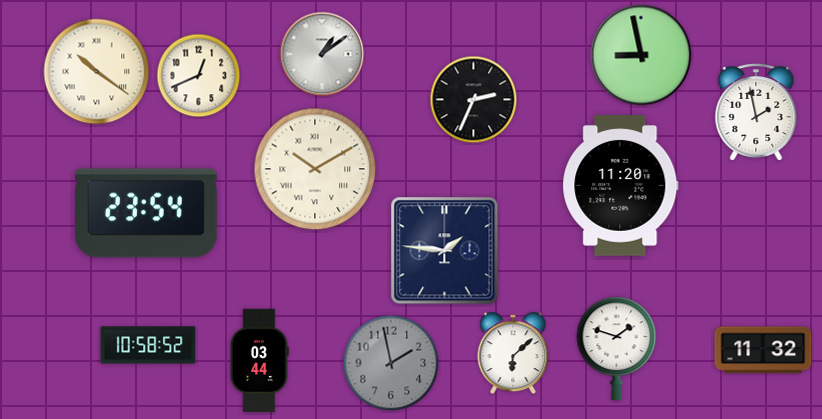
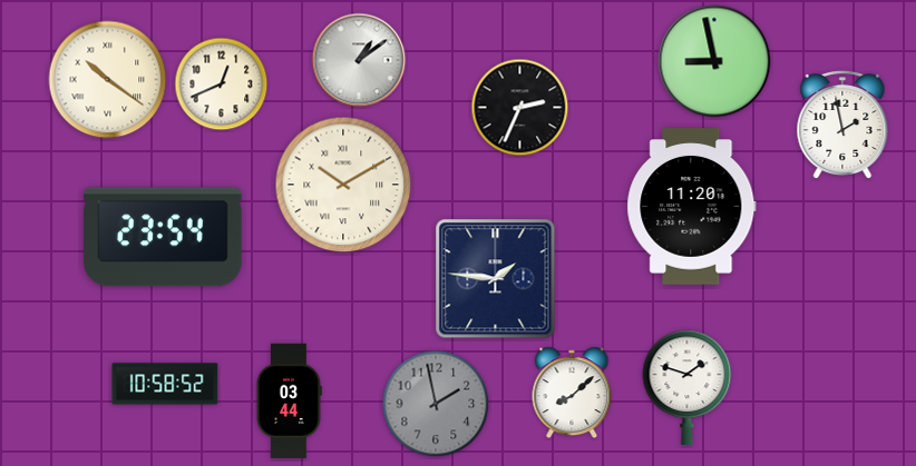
clock at (474, 100) position: (474, 100) -> (520, 108)
clock at (315, 169) position: (315, 169) -> (343, 185)
clock at (763, 350): 11:32 -> none
clock at (513, 353): 6:08 -> 8:08
